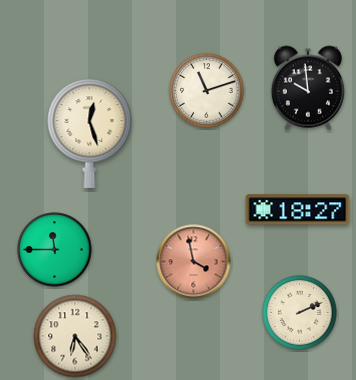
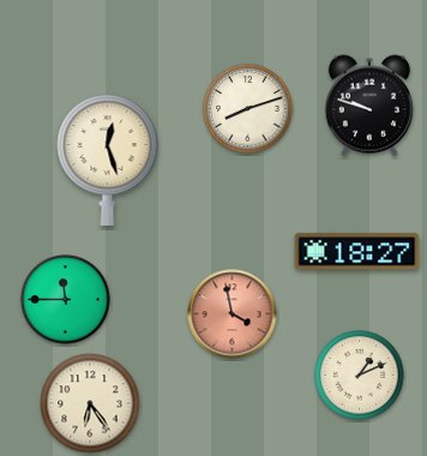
clock at (308, 88): 9:59 -> 9:48
clock at (207, 91): 11:12 -> 8:12
clock at (300, 313): 2:11 -> 1:11
